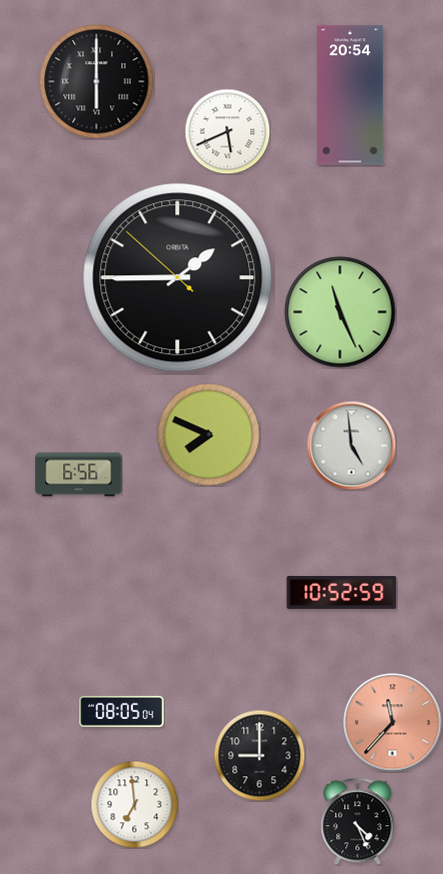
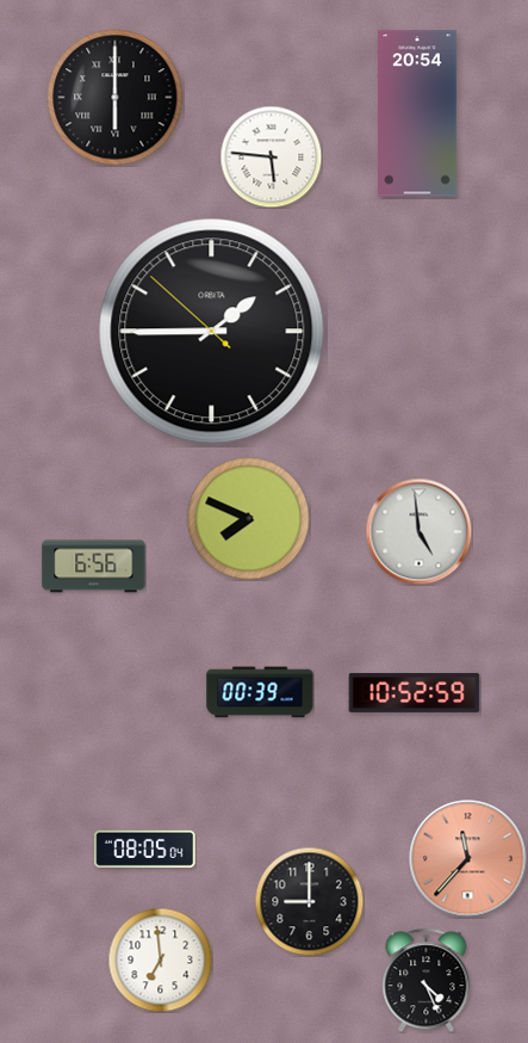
clock at (227, 131): 5:41 -> 5:46
clock at (340, 312): 11:26 -> none
clock at (260, 692): none -> 00:39
clock at (342, 592) position: (342, 592) -> (415, 692)
clock at (393, 723) position: (393, 723) -> (468, 859)
